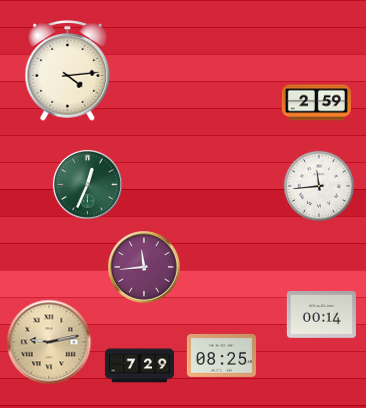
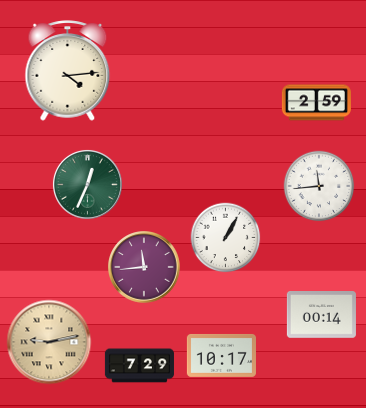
clock at (226, 238): none -> 1:05
clock at (221, 355): 08:25 -> 10:17
